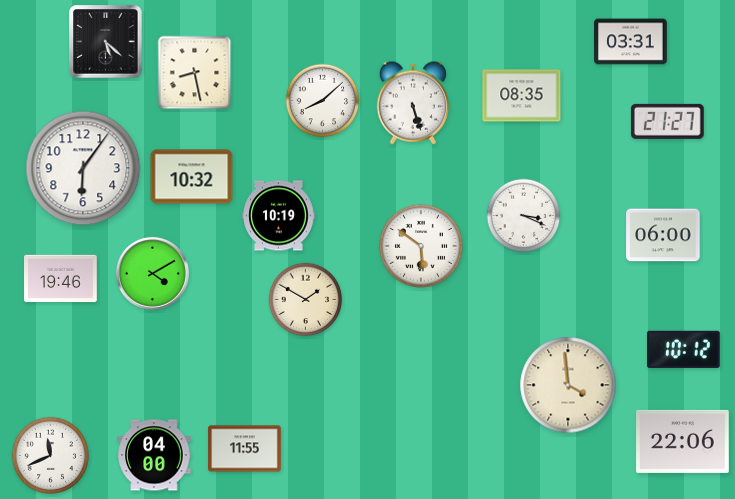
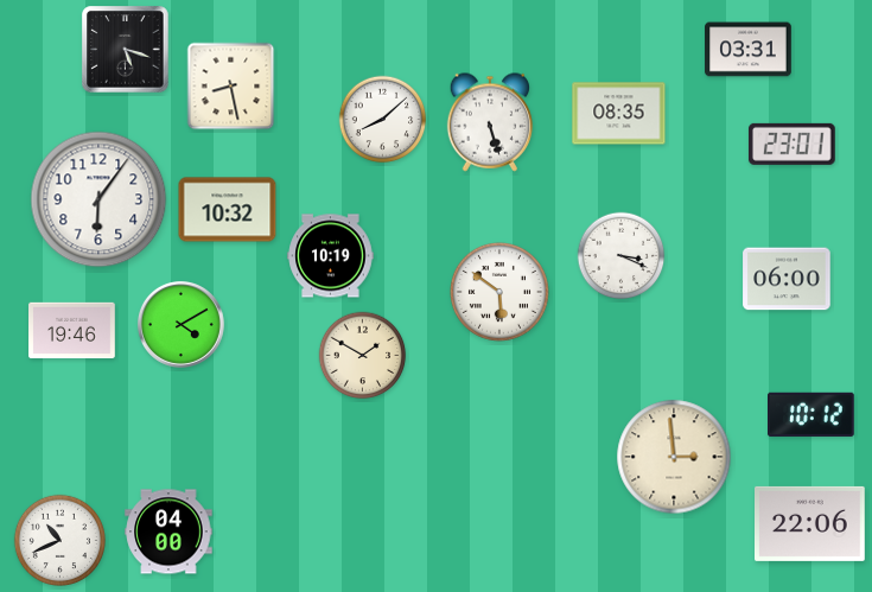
clock at (106, 42): 5:22 -> 5:18
clock at (668, 121): 21:27 -> 23:01
clock at (568, 385): 3:59 -> 2:59
clock at (245, 449): 11:55 -> none
clock at (50, 455): 11:41 -> 10:41
clock at (154, 455) position: (154, 455) -> (168, 531)
